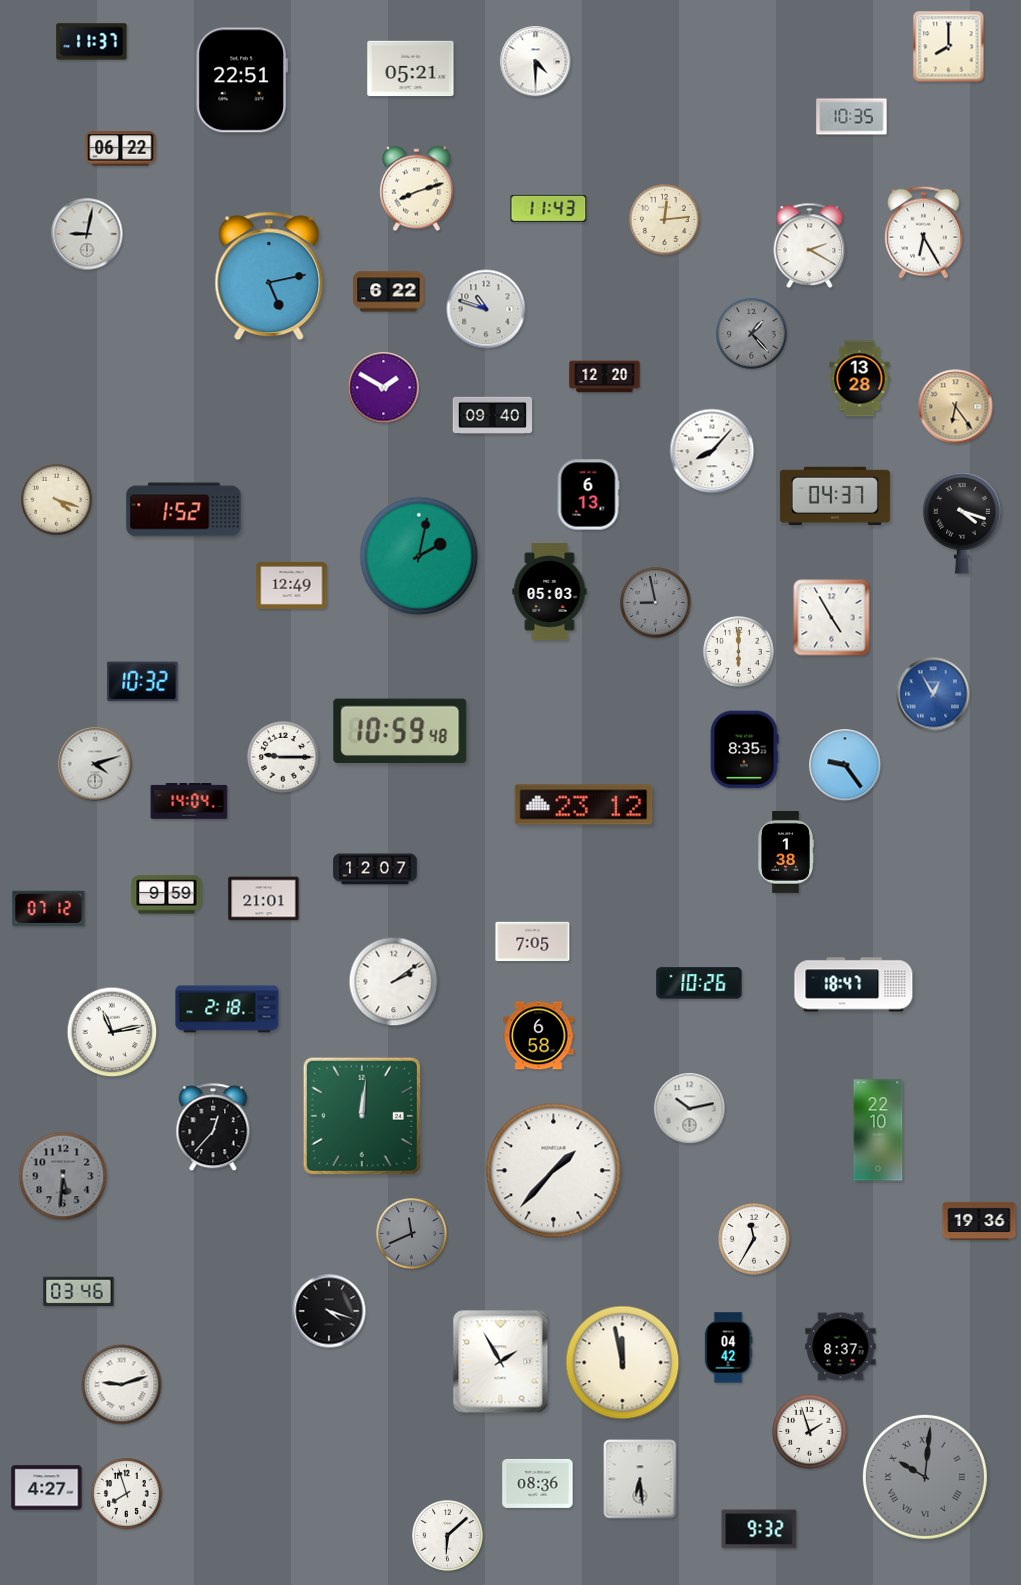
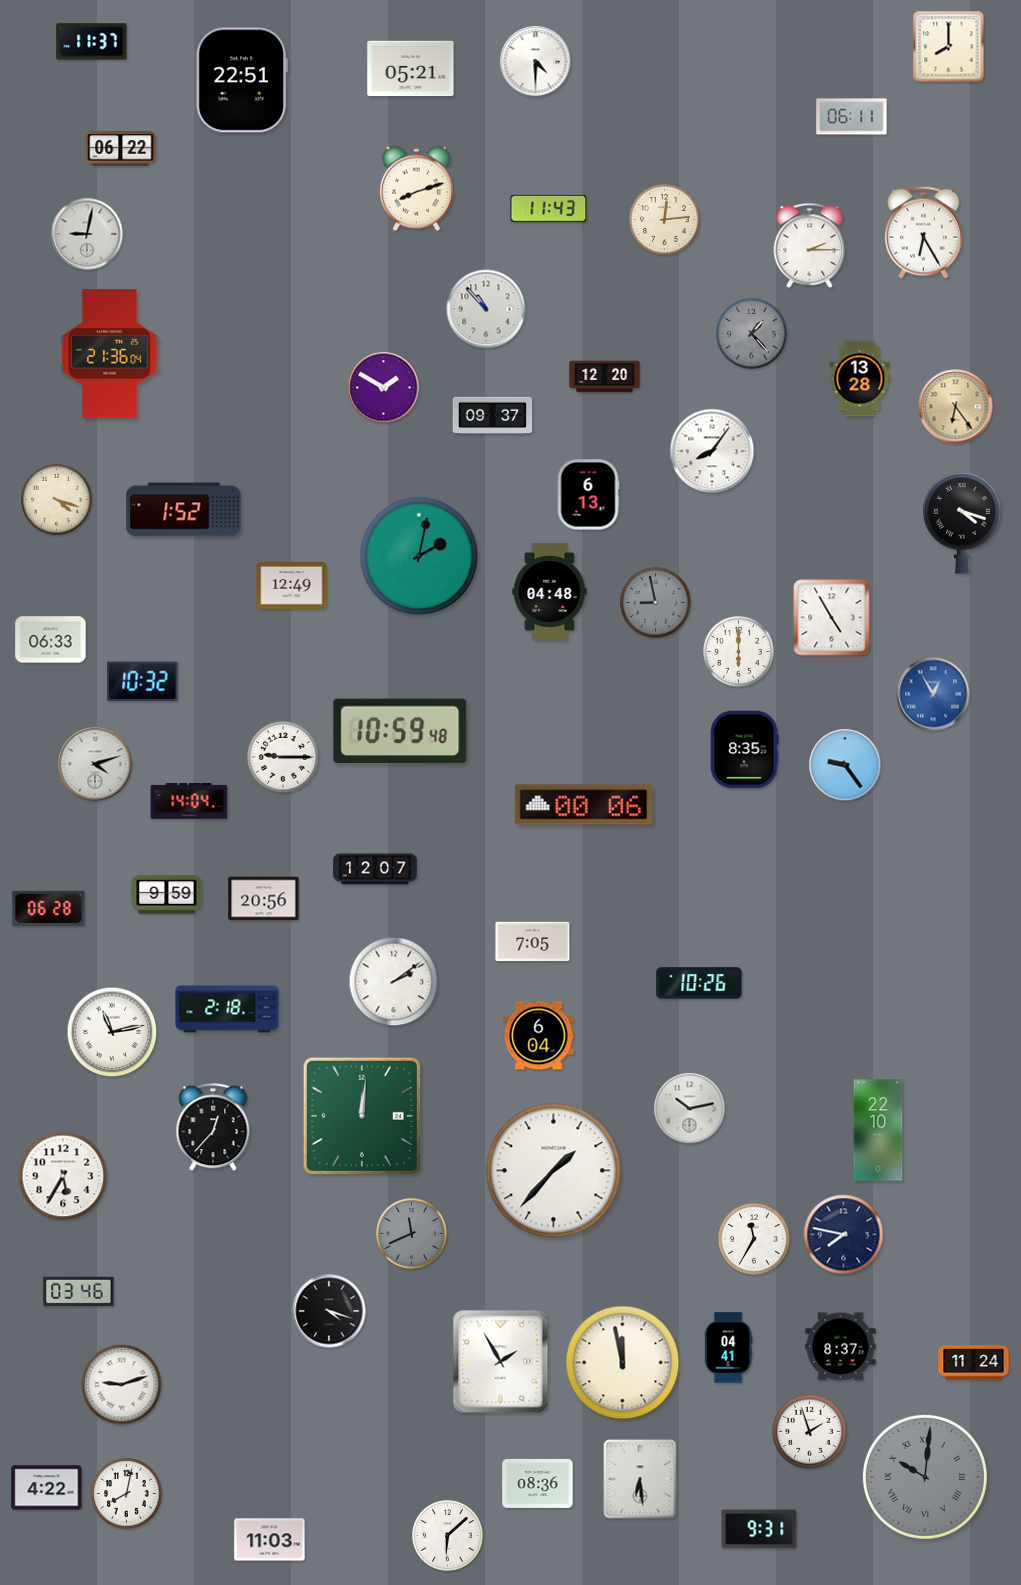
clock at (852, 117): 10:35 -> 06:11
clock at (810, 246): 2:20 -> 2:15
clock at (269, 275): 5:13 -> none
clock at (389, 292): 6:22 -> none
clock at (486, 309): 10:48 -> 10:53
clock at (110, 354): none -> 21:36
clock at (493, 415): 09:40 -> 09:37
clock at (712, 451): 8:07 -> 8:06
clock at (835, 496): 04:37 -> none
clock at (550, 591): 05:03 -> 04:48
clock at (51, 640): none -> 06:33
clock at (584, 805): 23:12 -> 00:06
clock at (786, 852): 1:38 -> none
clock at (264, 899): 21:01 -> 20:56
clock at (49, 908): 07:12 -> 06:28
clock at (854, 985): 18:47 -> none
clock at (539, 1036): 6:58 -> 6:04
clock at (63, 1176): 5:31 -> 5:35
clock at (63, 1176) dial: grey -> white
clock at (979, 1221): 19:36 -> none
clock at (844, 1235): none -> 7:47
clock at (728, 1348): 04:42 -> 04:41
clock at (974, 1363): none -> 11:24
clock at (47, 1488): 4:27 -> 4:22
clock at (127, 1494): 7:57 -> 8:02
clock at (759, 1529): 9:32 -> 9:31
clock at (270, 1540): none -> 11:03
